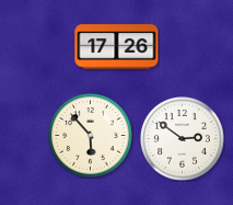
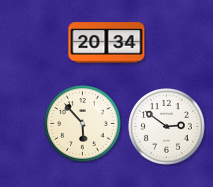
clock at (117, 47): 17:26 -> 20:34
